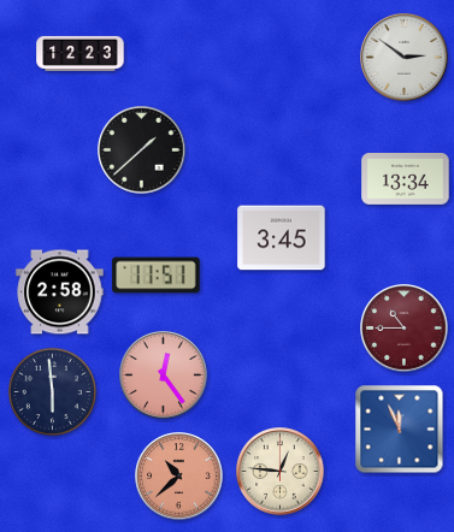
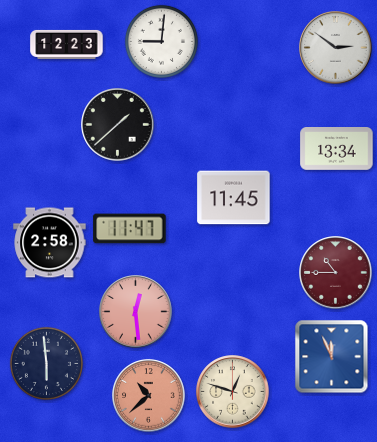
clock at (161, 41): none -> 9:01
clock at (282, 238): 3:45 -> 11:45
clock at (157, 276): 11:51 -> 11:47
clock at (164, 376): 12:24 -> 12:29
clock at (52, 391) position: (52, 391) -> (46, 363)
clock at (281, 472): 12:46 -> 12:48
